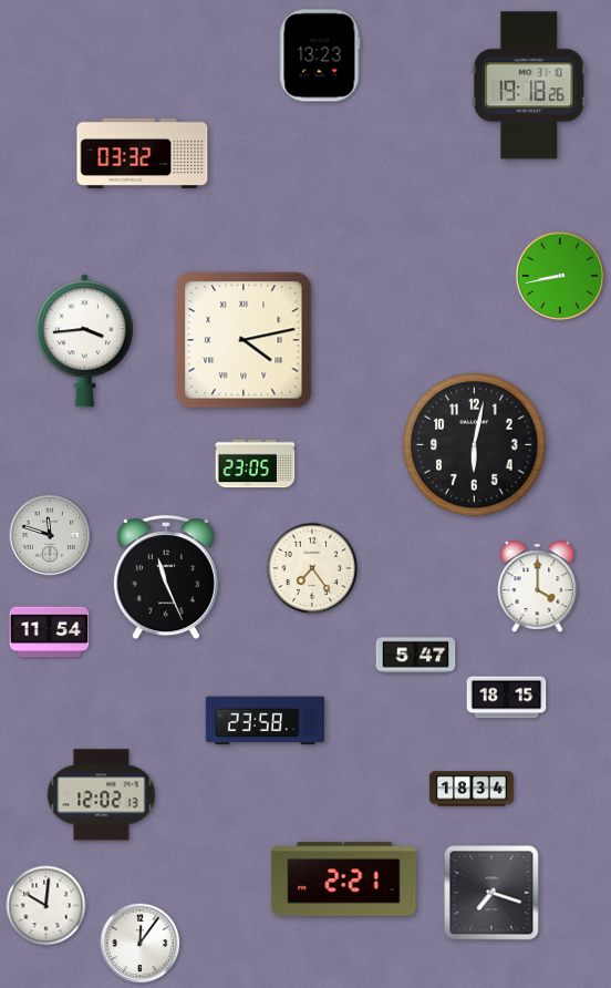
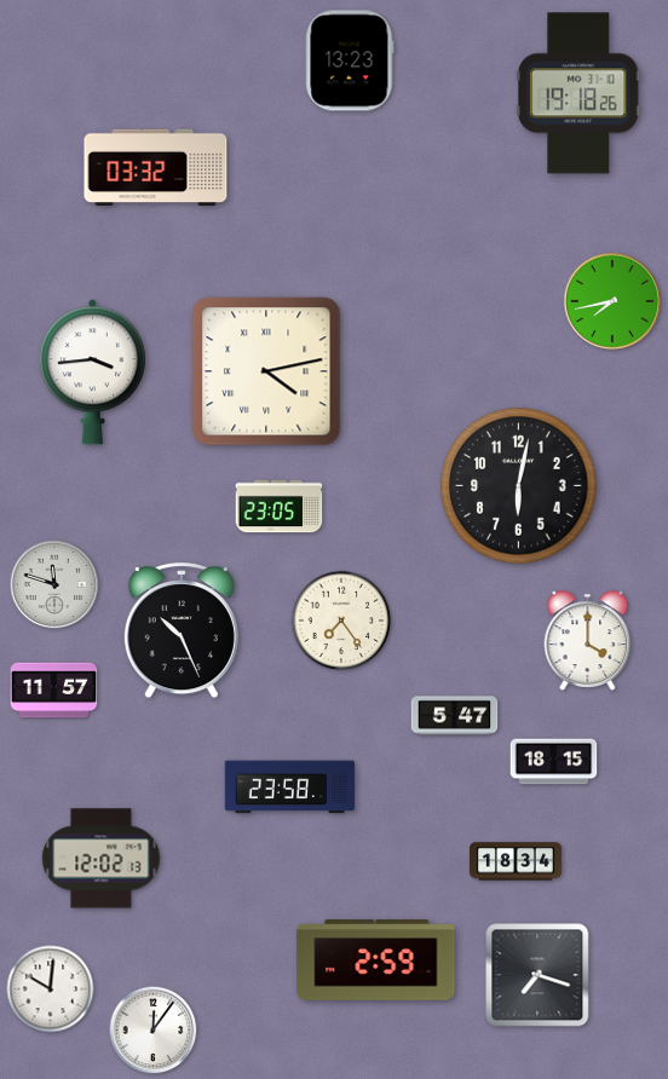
clock at (560, 276): 8:43 -> 7:43
clock at (166, 578): 11:26 -> 10:26
clock at (50, 632): 11:54 -> 11:57
clock at (102, 795) position: (102, 795) -> (102, 859)
clock at (344, 879): 2:21 -> 2:59
